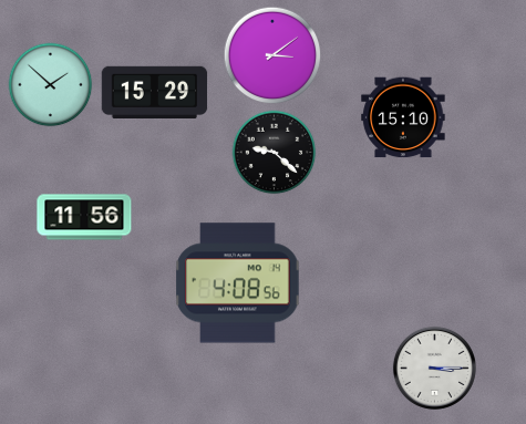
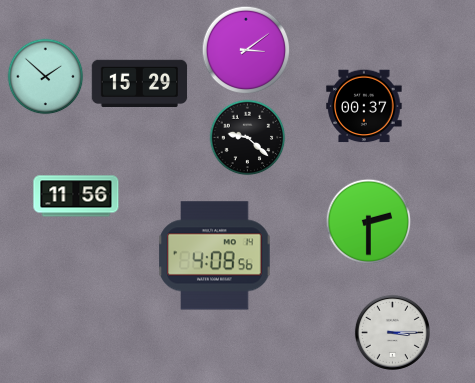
clock at (403, 117): 15:10 -> 00:37
clock at (369, 222): none -> 2:30
